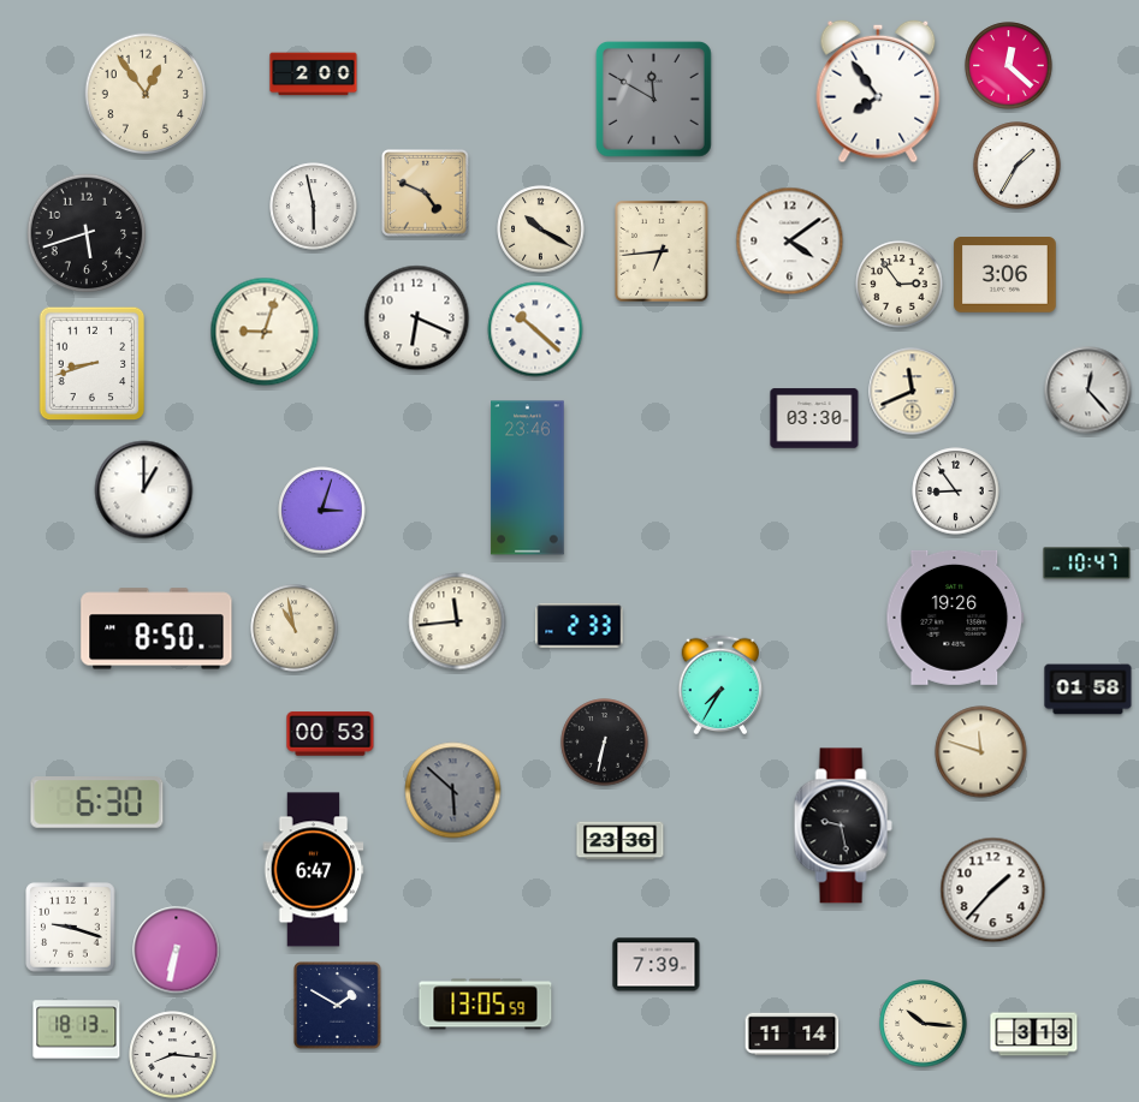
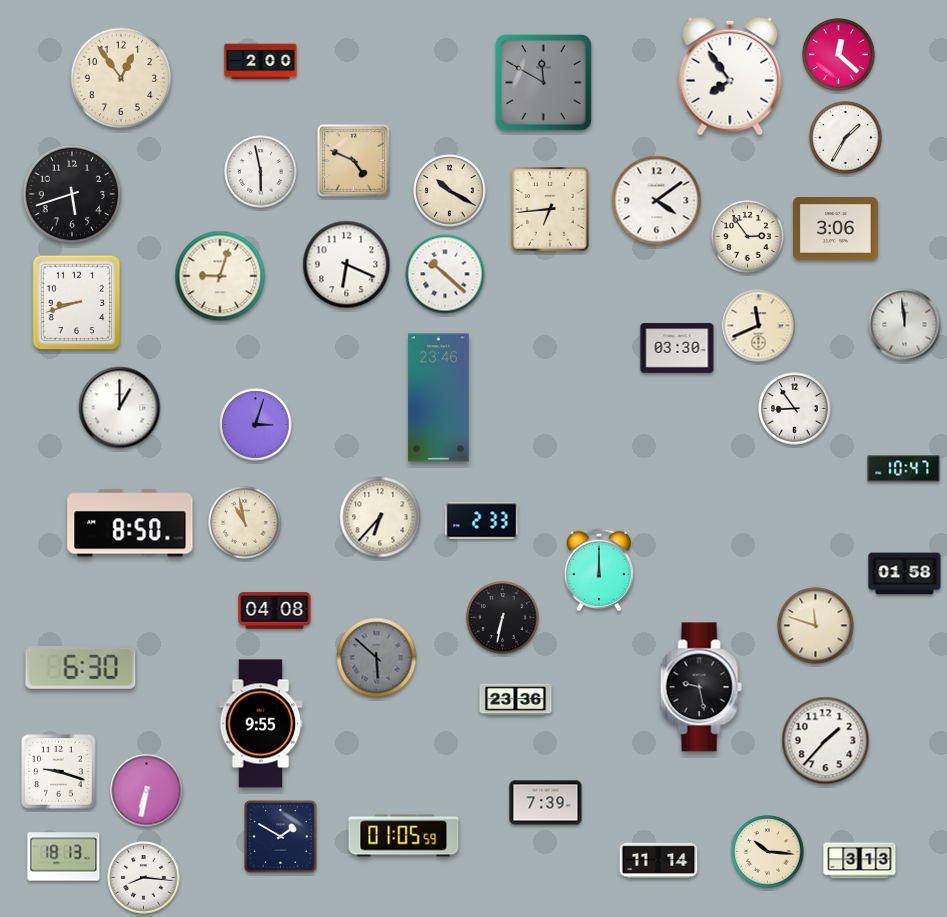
clock at (1088, 391): 12:23 -> 11:59
clock at (322, 511) position: (322, 511) -> (256, 425)
clock at (955, 618): 19:26 -> none
clock at (457, 621): 11:44 -> 6:37
clock at (720, 685): 7:35 -> 12:00
clock at (331, 734): 00:53 -> 04:08
clock at (314, 870): 6:47 -> 9:55
clock at (486, 1005): 13:05 -> 01:05
